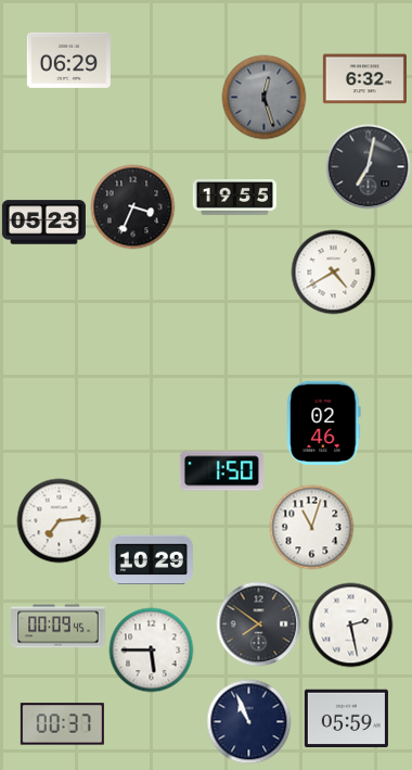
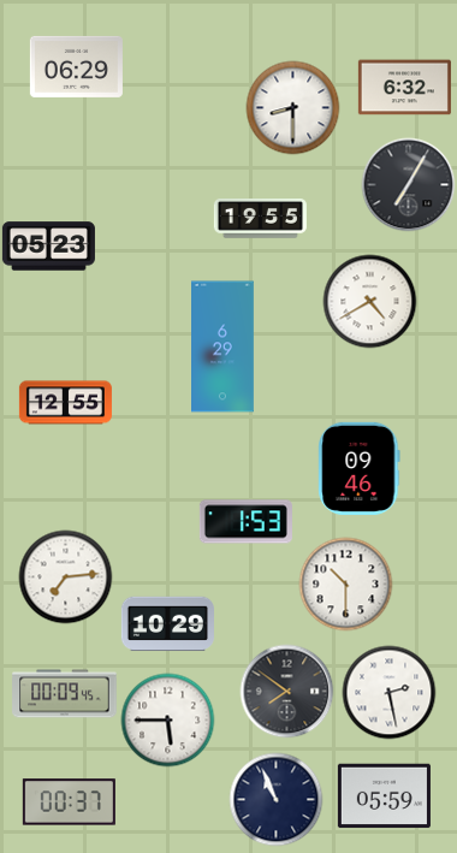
clock at (263, 97): 12:27 -> 8:30
clock at (263, 97) dial: grey -> white
clock at (368, 166): 7:02 -> 7:05
clock at (132, 206): 3:34 -> none
clock at (224, 346): none -> 6:29
clock at (65, 403): none -> 12:55
clock at (324, 422): 02:46 -> 09:46
clock at (221, 471): 1:50 -> 1:53
clock at (311, 527): 11:03 -> 10:30
clock at (151, 560) position: (151, 560) -> (167, 624)
